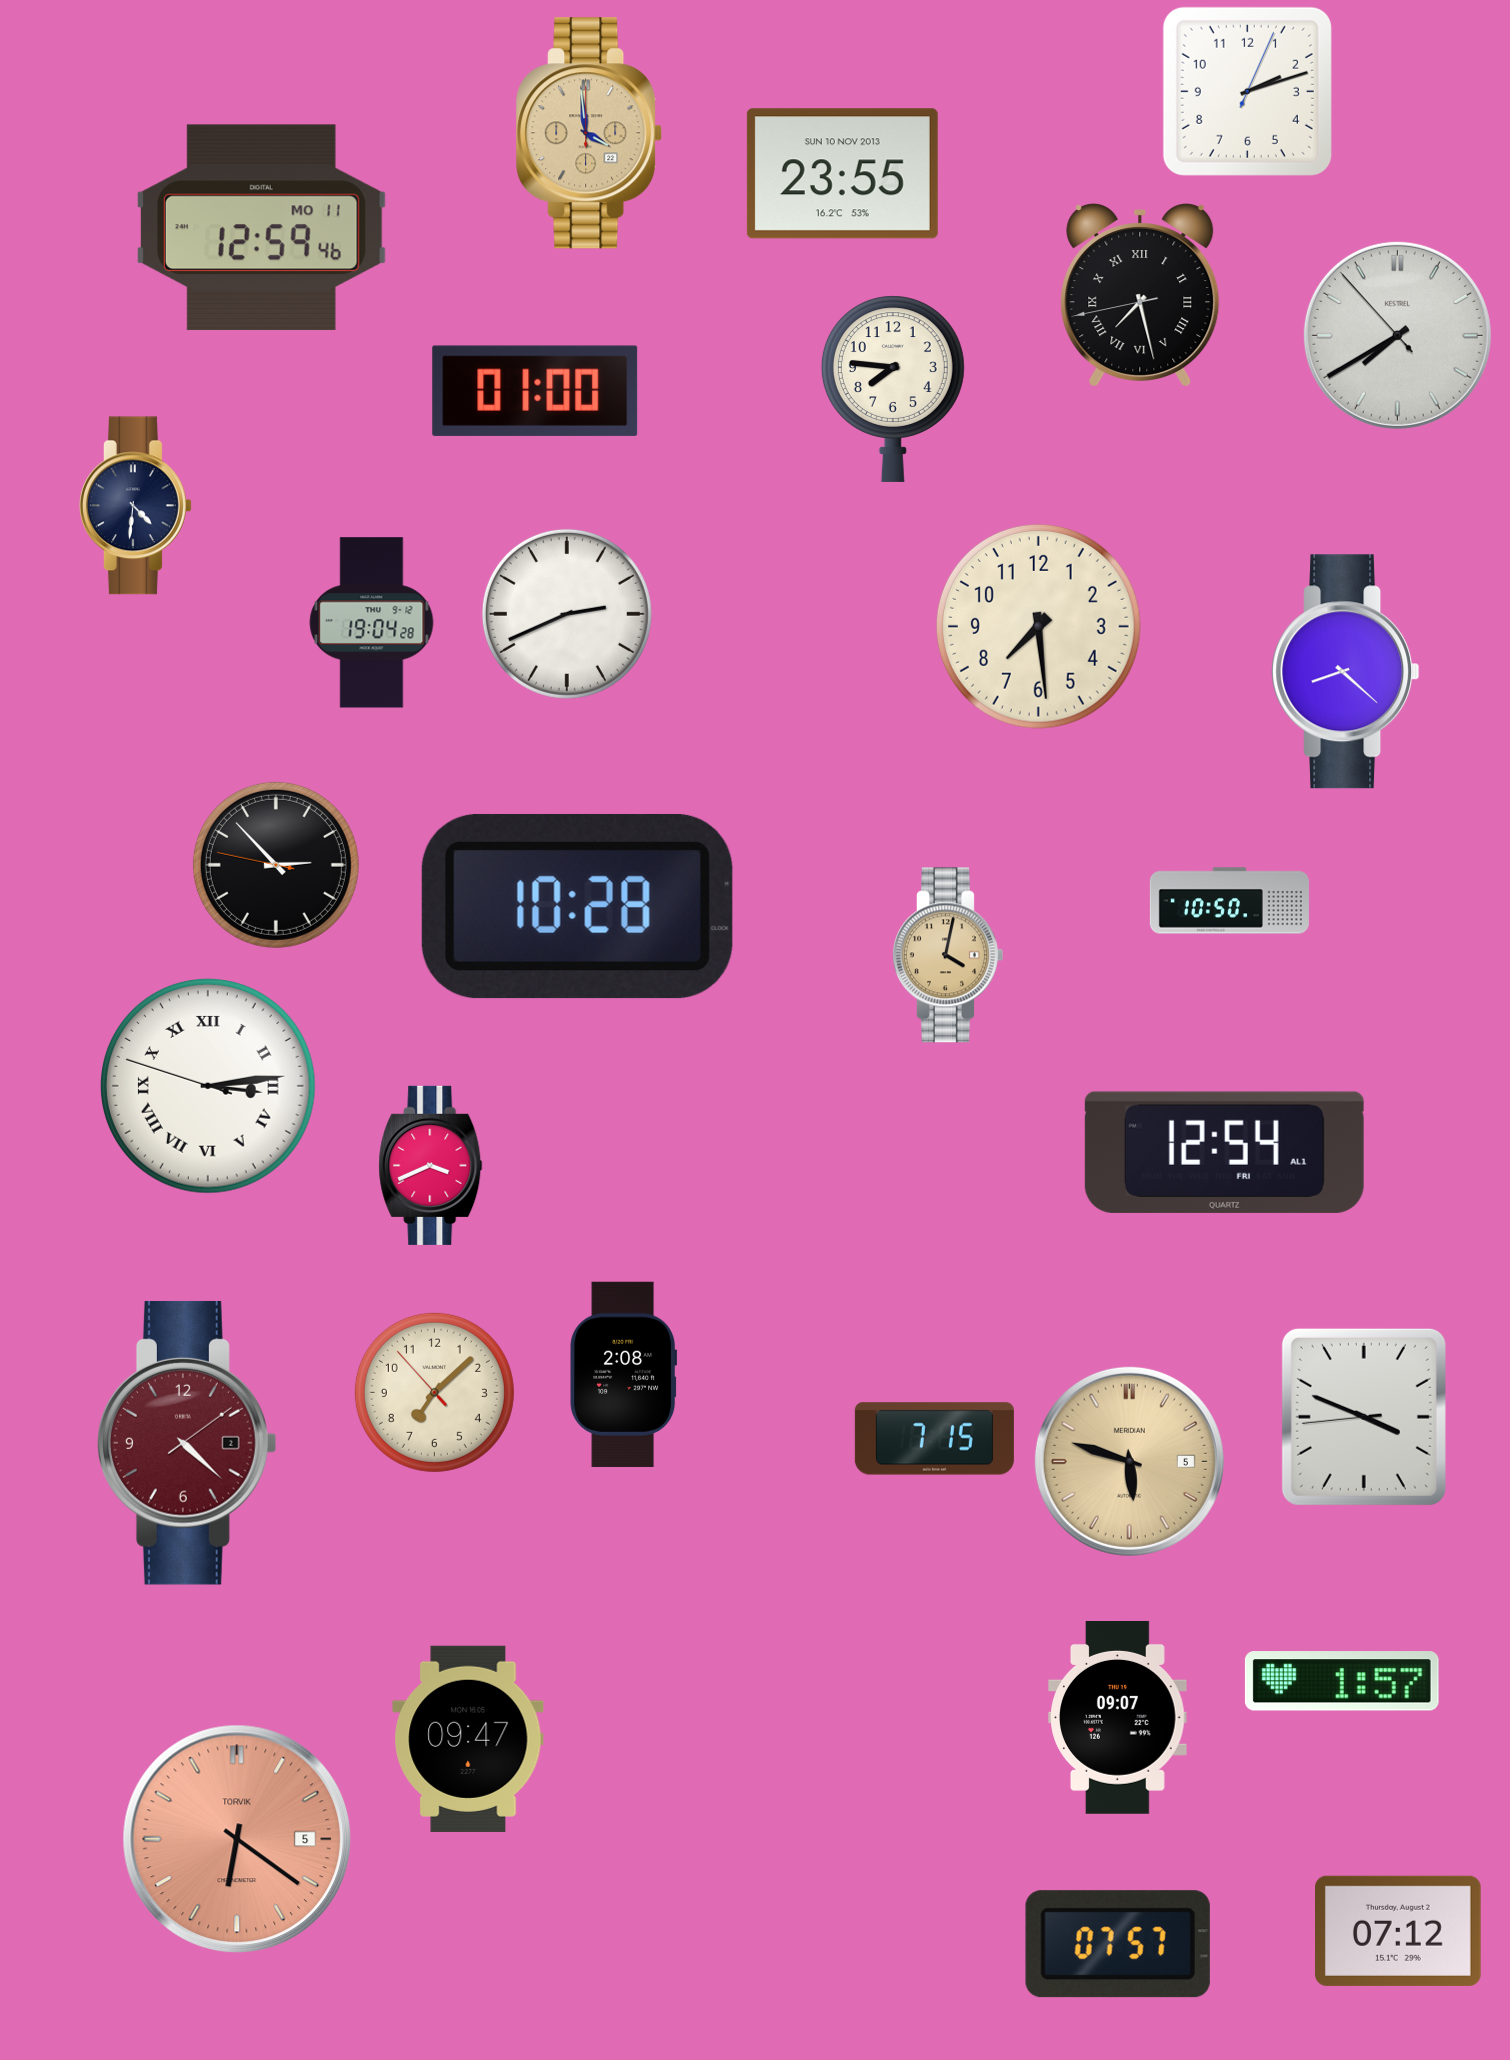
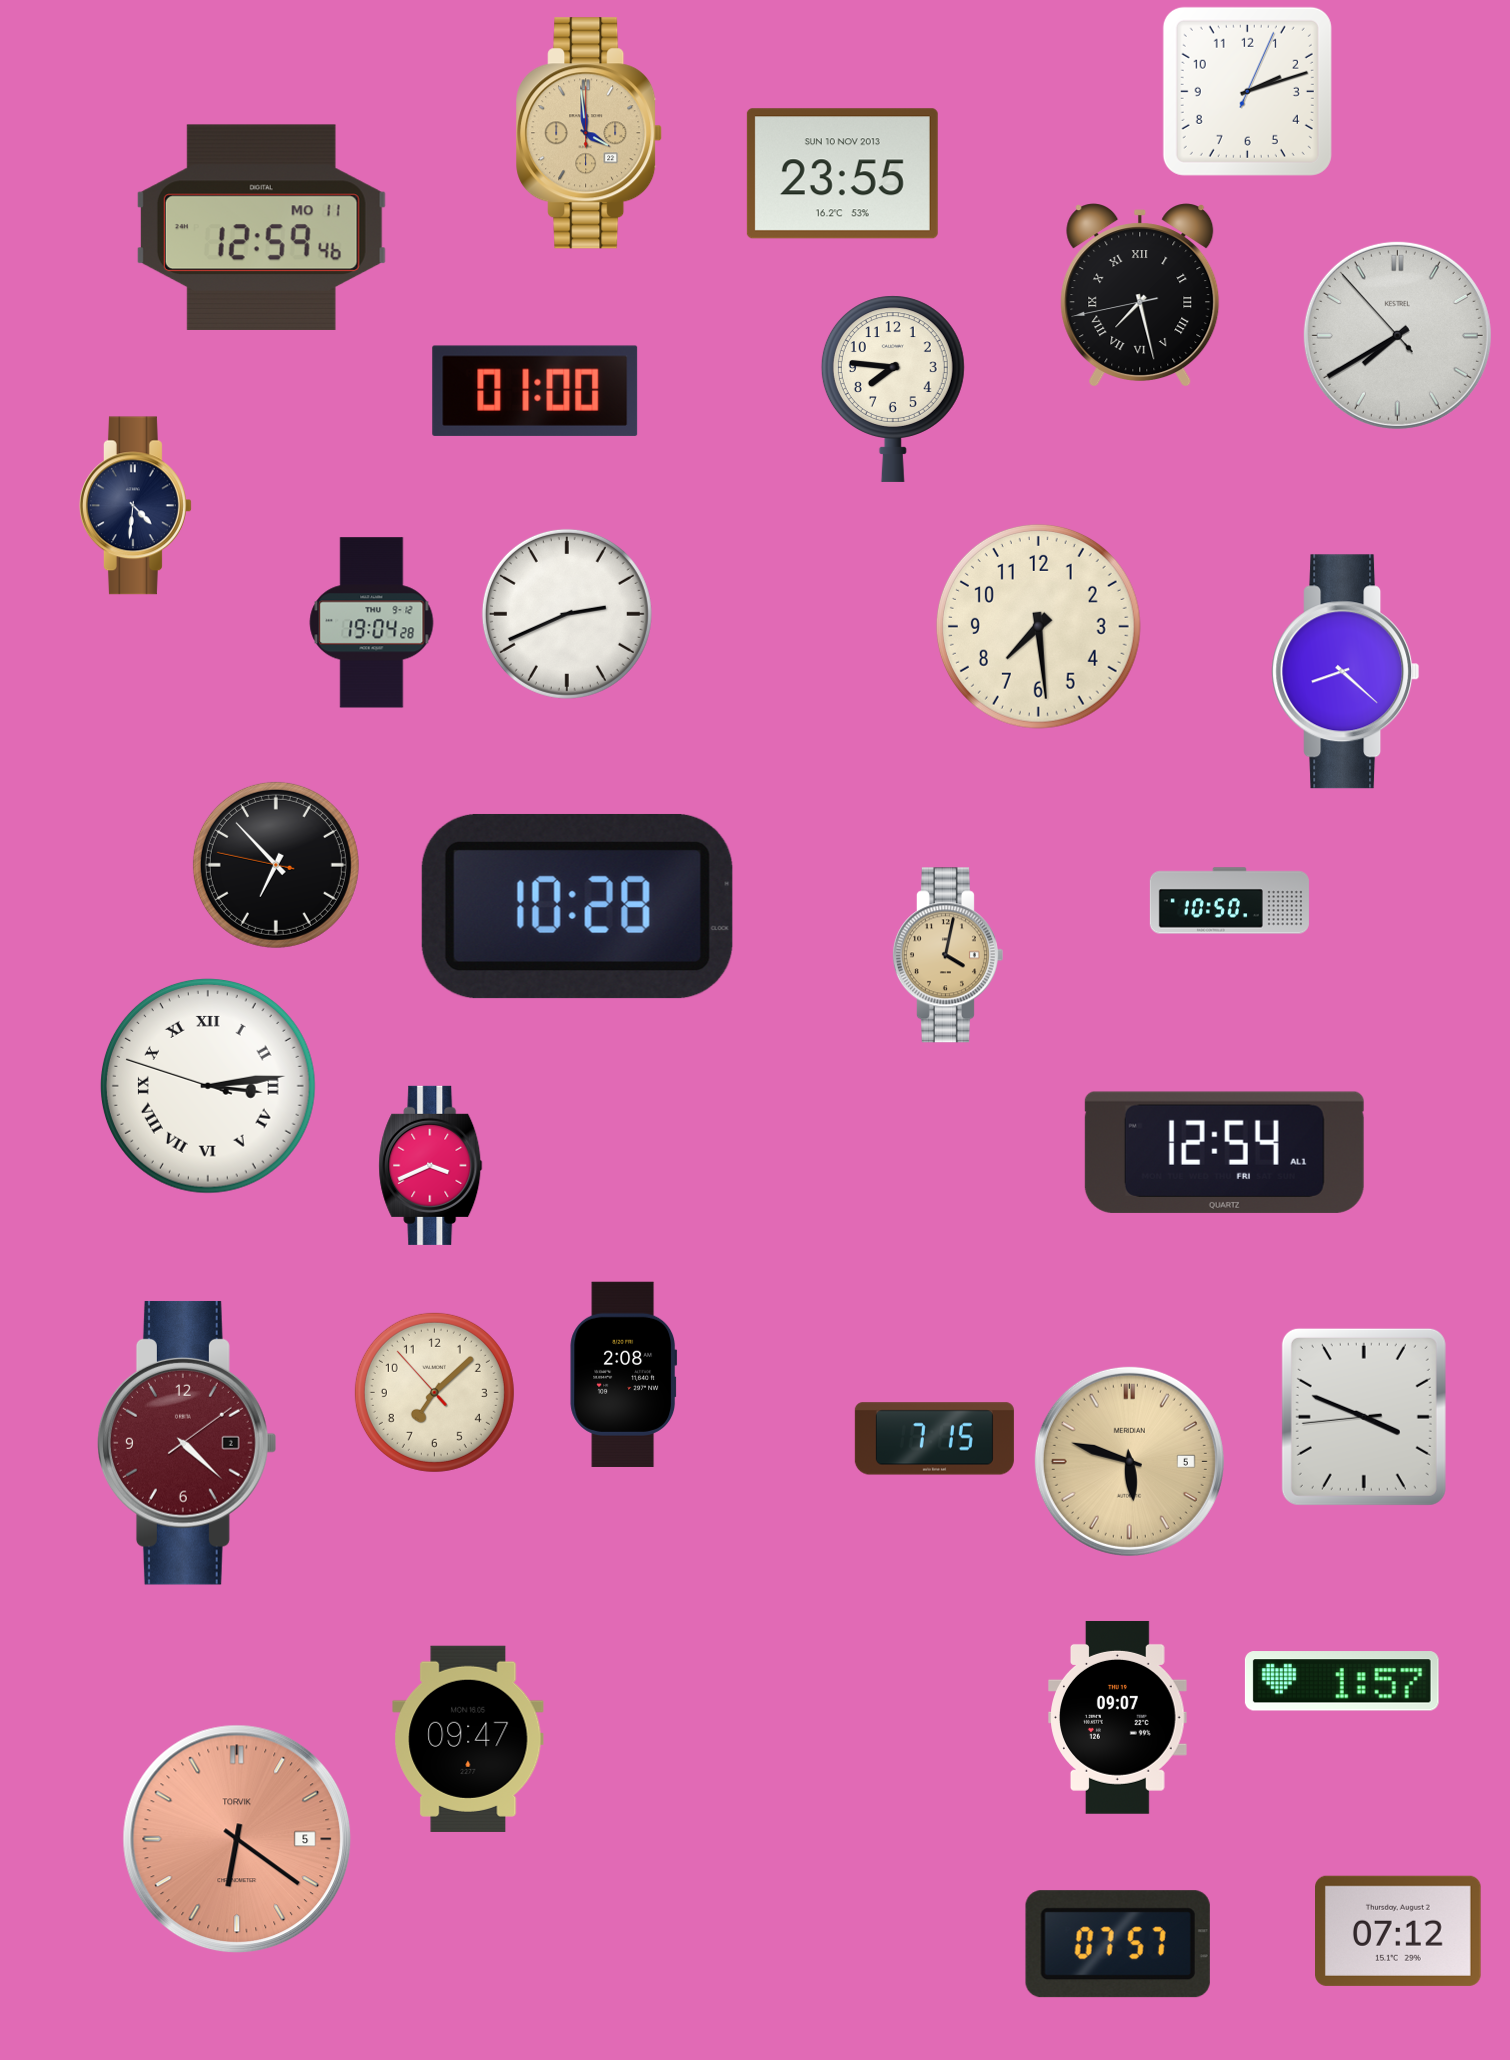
clock at (276, 865): 2:52 -> 6:52
